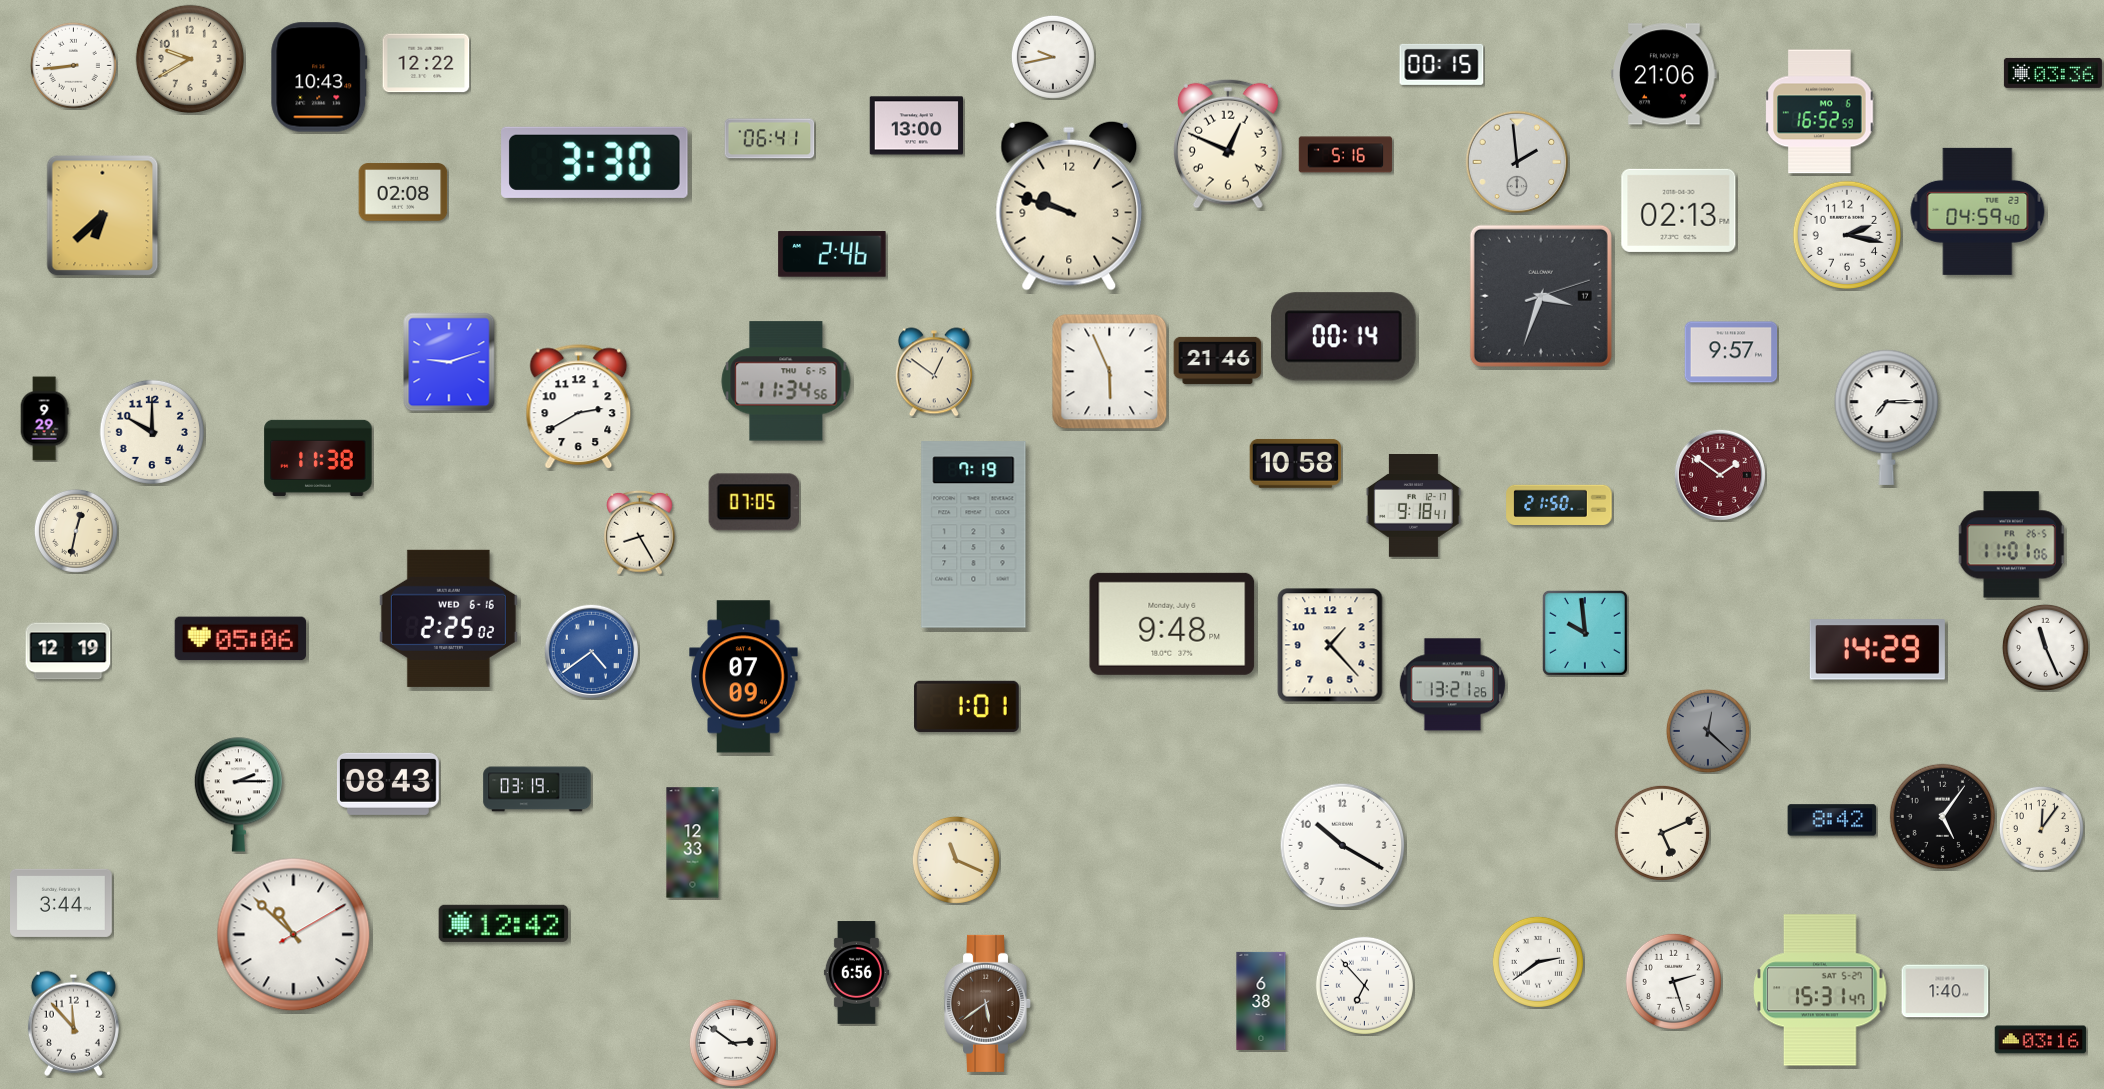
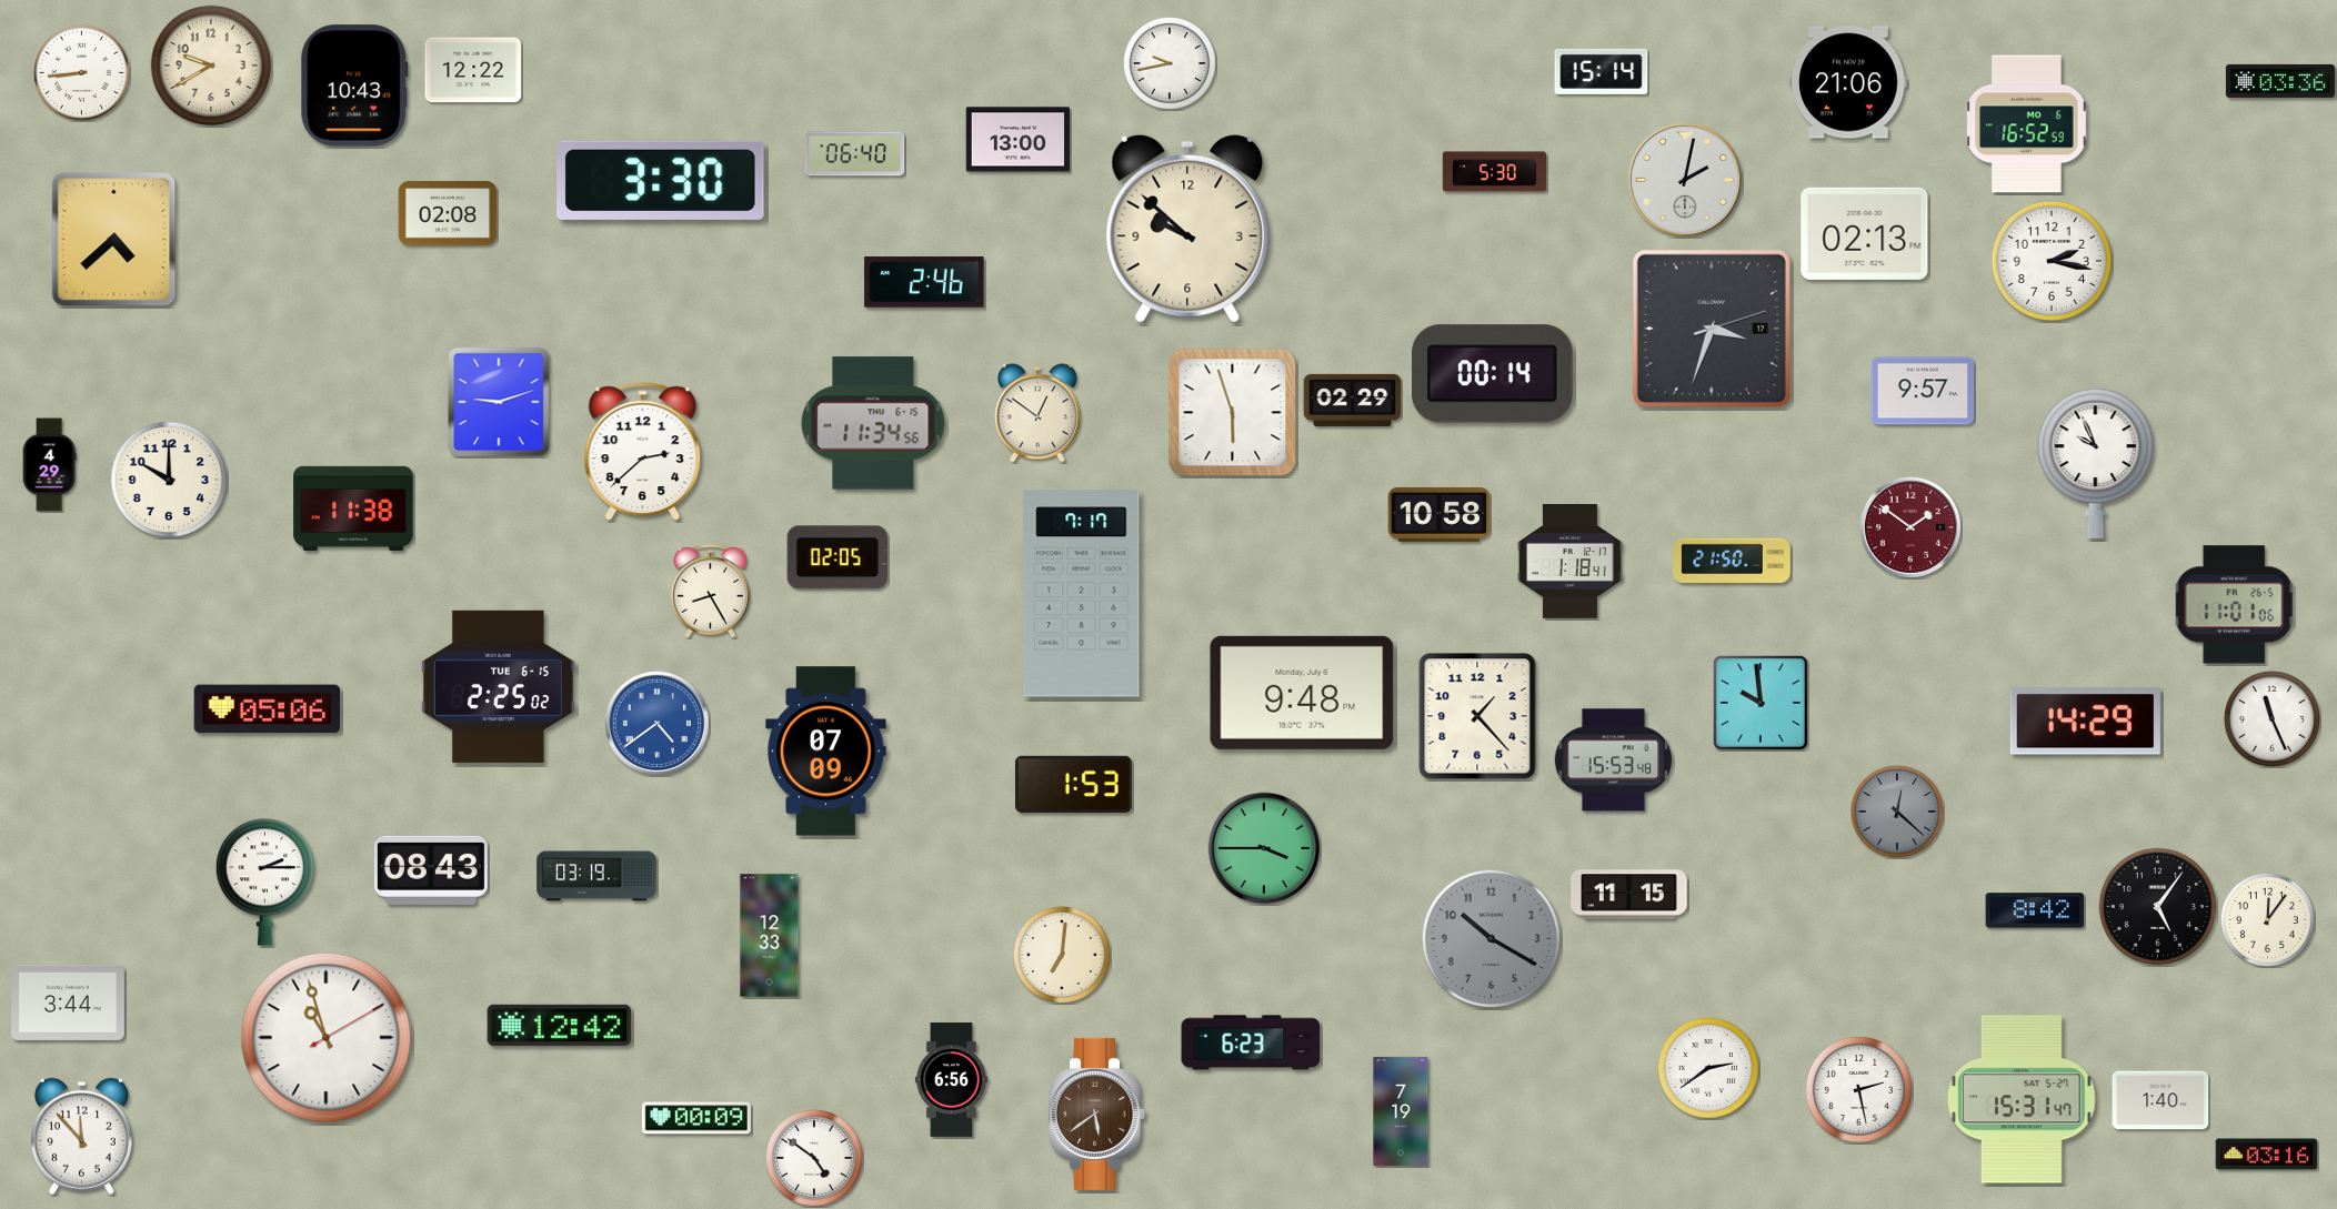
clock at (1442, 64): 00:15 -> 15:14
clock at (1820, 112) position: (1820, 112) -> (2027, 124)
clock at (770, 139): 06:41 -> 06:40
clock at (1228, 144): 12:49 -> none
clock at (1346, 155): 5:16 -> 5:30
clock at (1517, 162): 1:59 -> 2:02
clock at (1069, 206): 9:48 -> 9:52
clock at (1978, 211): 04:59 -> none
clock at (103, 216): 6:38 -> 4:38
clock at (1218, 360): 21:46 -> 02:29
clock at (1110, 372): 5:56 -> 5:57
clock at (579, 407): 2:40 -> 2:38
clock at (1887, 417): 7:15 -> 9:56
clock at (44, 419): 9:29 -> 4:29
clock at (753, 502): 07:05 -> 02:05
clock at (1413, 506): 9:18 -> 1:18
clock at (76, 531): 12:32 -> none
clock at (974, 535): 7:19 -> 7:17
clock at (448, 618) date: WED 6-16 -> TUE 6-15
clock at (68, 651): 12:19 -> none
clock at (1452, 685): 13:21 -> 15:53
clock at (967, 706): 1:01 -> 1:53
clock at (1264, 848): none -> 3:45
clock at (1629, 895): none -> 11:15
clock at (1662, 833): 5:11 -> none
clock at (1343, 846) dial: white -> grey
clock at (956, 860): 11:19 -> 7:01
clock at (294, 935): 10:52 -> 10:57
clock at (1251, 1042): none -> 6:23
clock at (1673, 981): 2:27 -> 2:28
clock at (1364, 985): 6:53 -> none
clock at (1261, 1001): 6:38 -> 7:19
clock at (696, 1118): none -> 00:09
clock at (733, 1043): 2:51 -> 4:51
